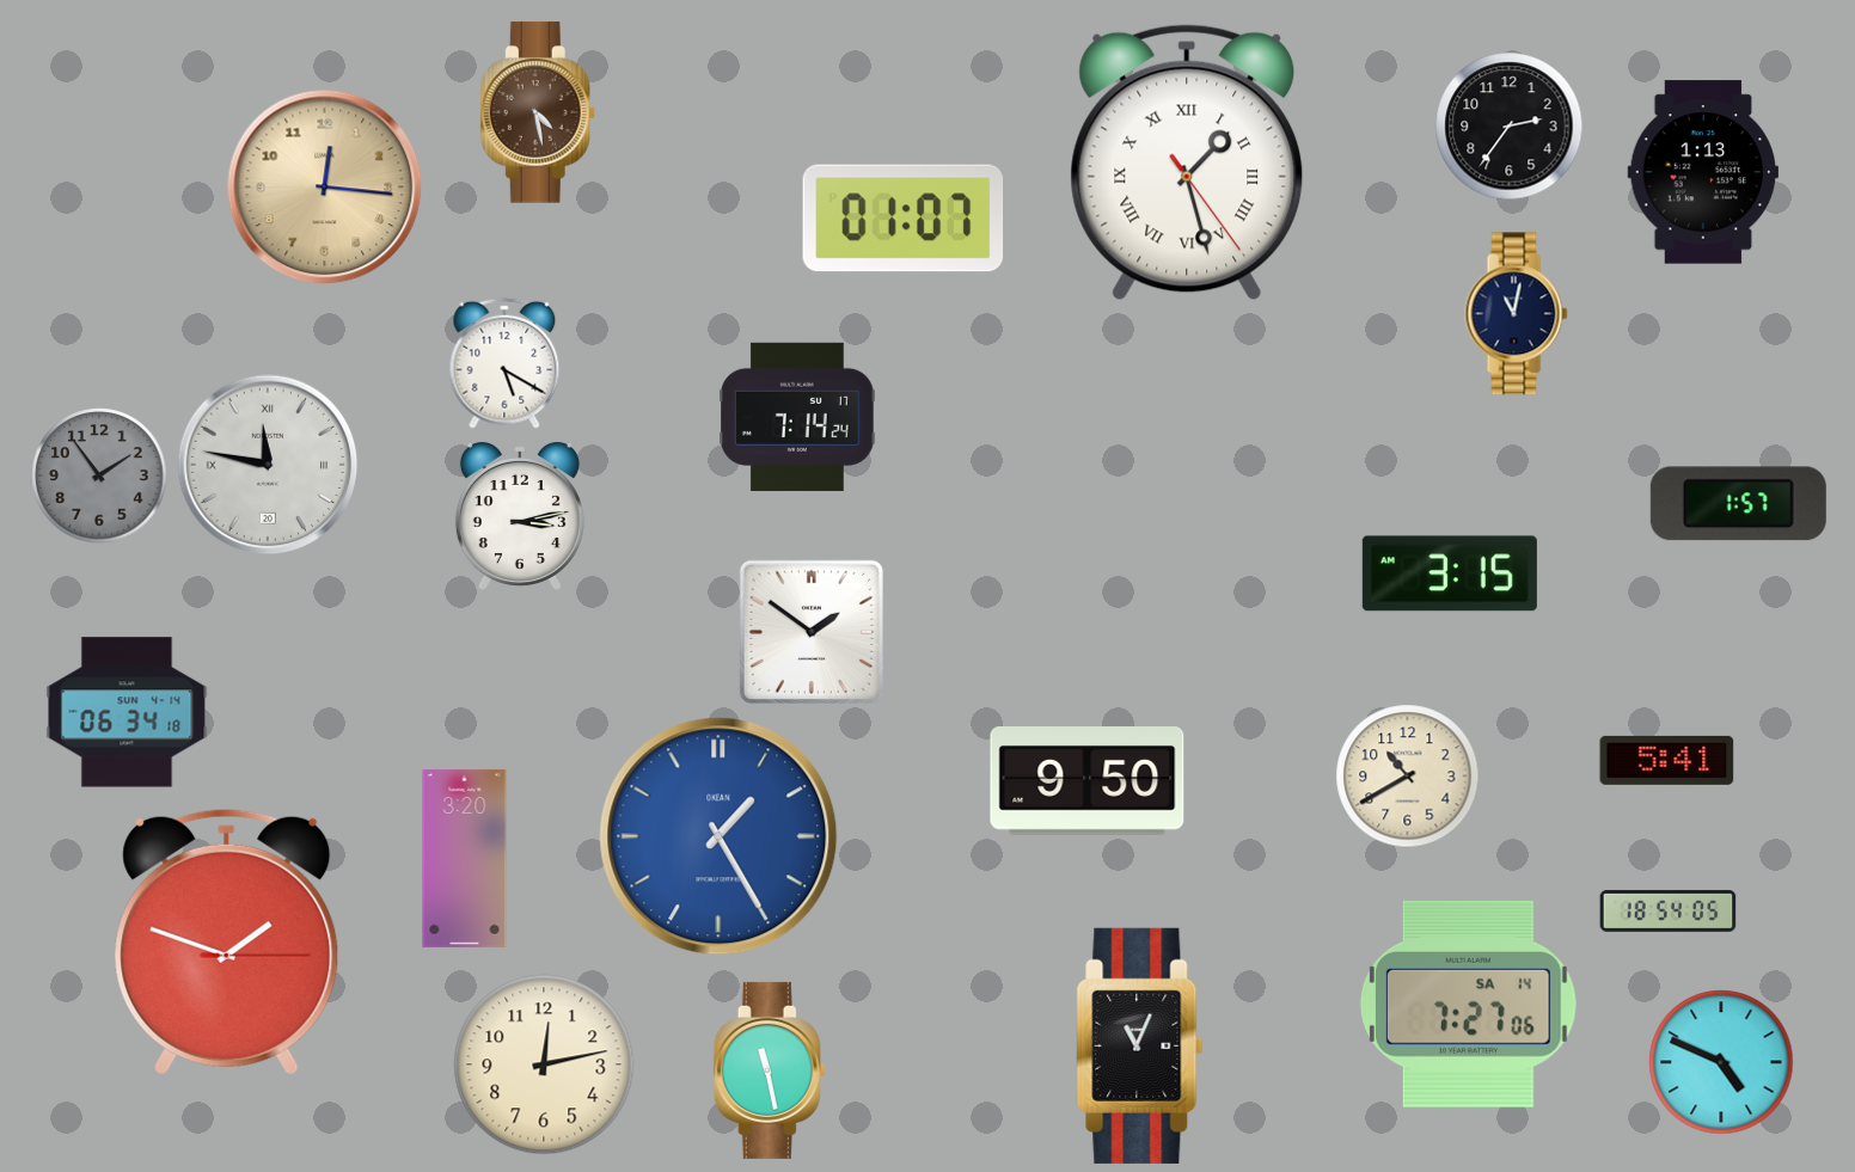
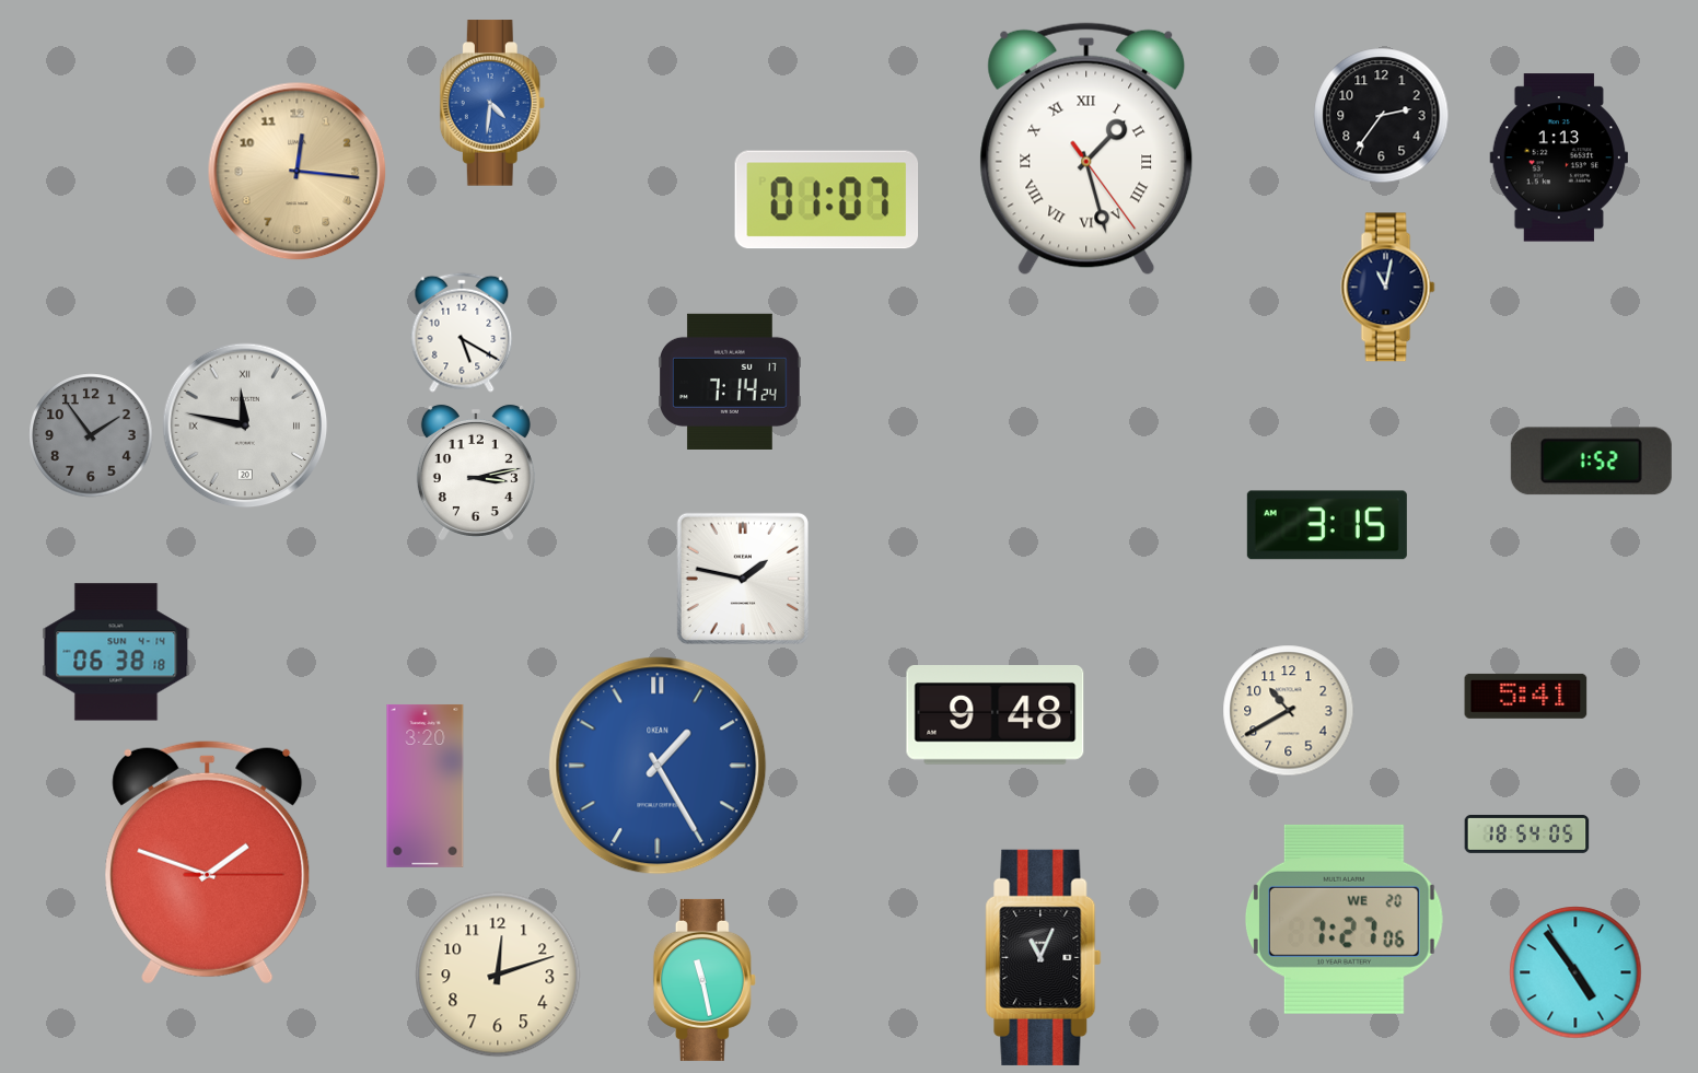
clock at (538, 112): 4:28 -> 4:31
clock at (538, 112) dial: brown -> blue
clock at (1738, 504): 1:57 -> 1:52
clock at (812, 632): 1:51 -> 1:47
clock at (127, 712): 06:34 -> 06:38
clock at (1088, 781): 9:50 -> 9:48
clock at (1468, 1004) date: SA 14 -> WE 20
clock at (1721, 1062): 4:49 -> 4:54
clock at (544, 1064): 12:13 -> 12:12
